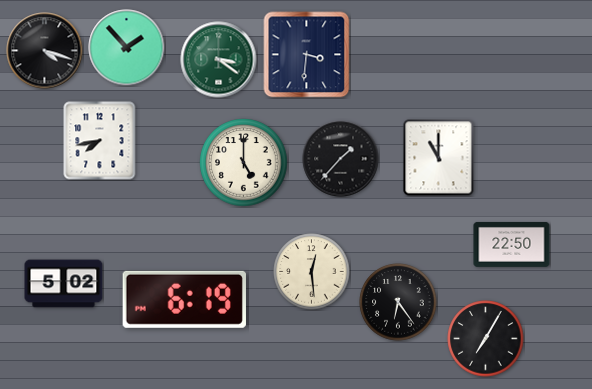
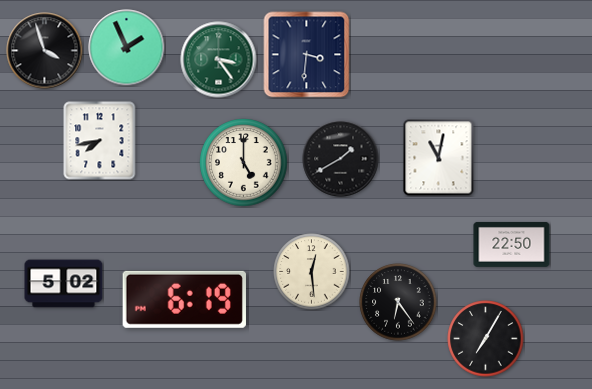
clock at (127, 48): 1:53 -> 1:56
clock at (45, 51): 4:18 -> 3:57
clock at (219, 60): 3:21 -> 3:24
clock at (439, 158): 11:00 -> 11:02
clock at (341, 159): 1:37 -> 1:40
